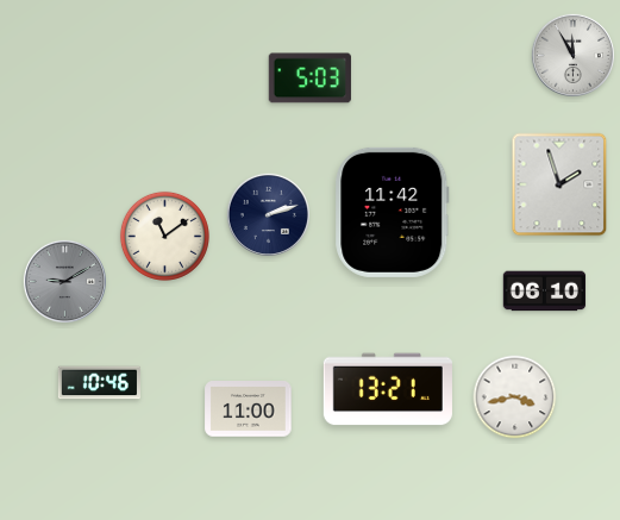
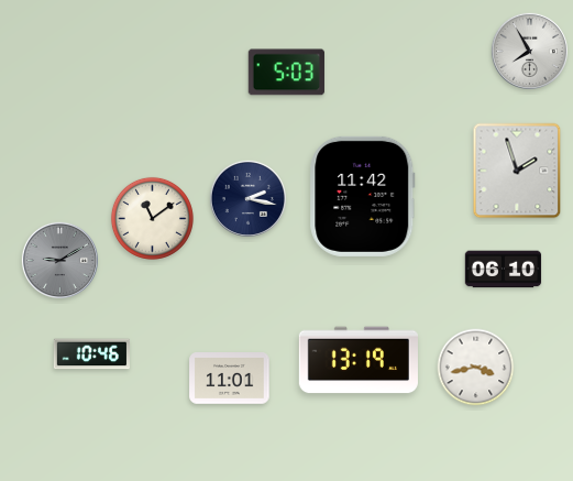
clock at (572, 55): 11:55 -> 7:55
clock at (268, 214): 2:12 -> 2:17
clock at (388, 389): 13:21 -> 13:19
clock at (249, 409): 11:00 -> 11:01
